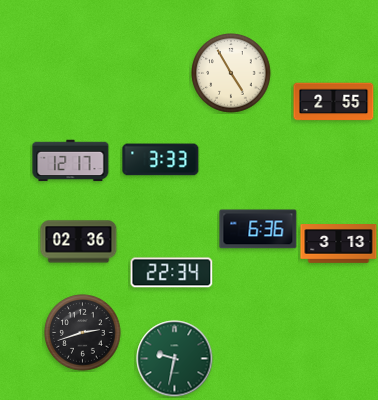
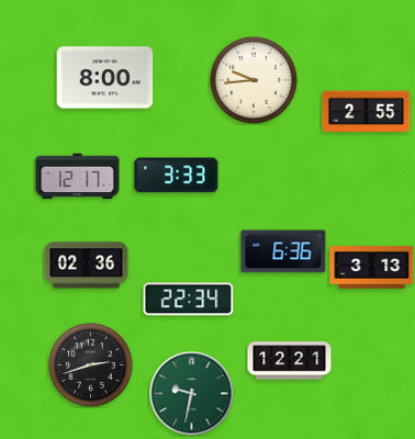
clock at (105, 78): none -> 8:00
clock at (231, 73): 4:55 -> 9:44
clock at (290, 361): none -> 12:21
